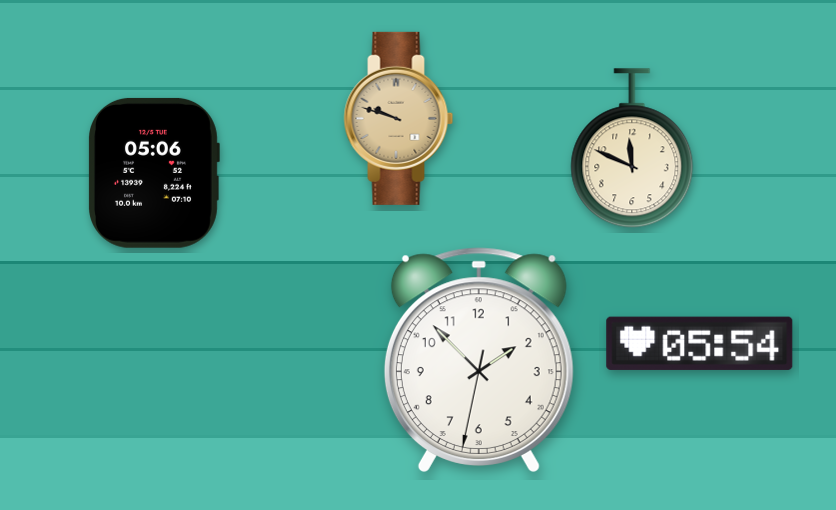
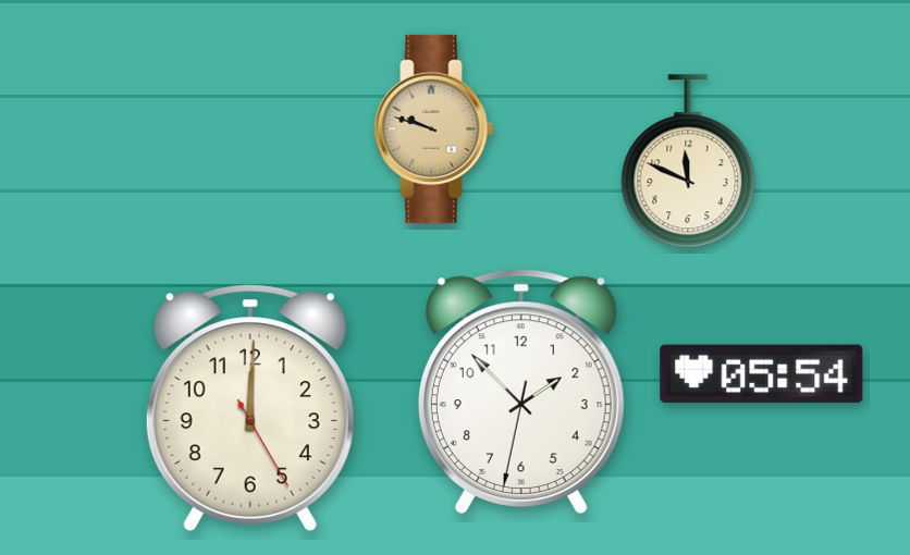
clock at (154, 173): 05:06 -> none
clock at (250, 408): none -> 12:00
